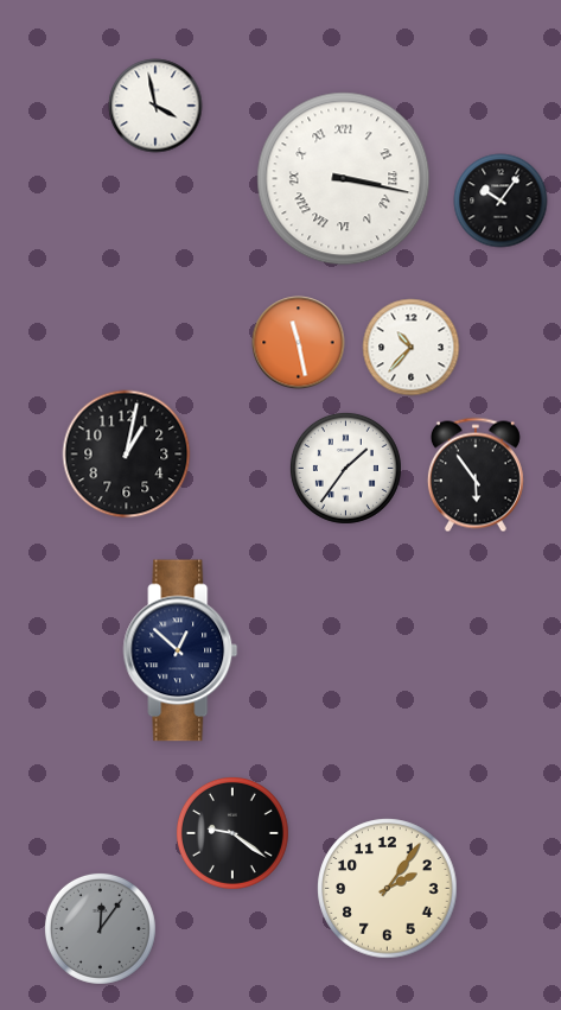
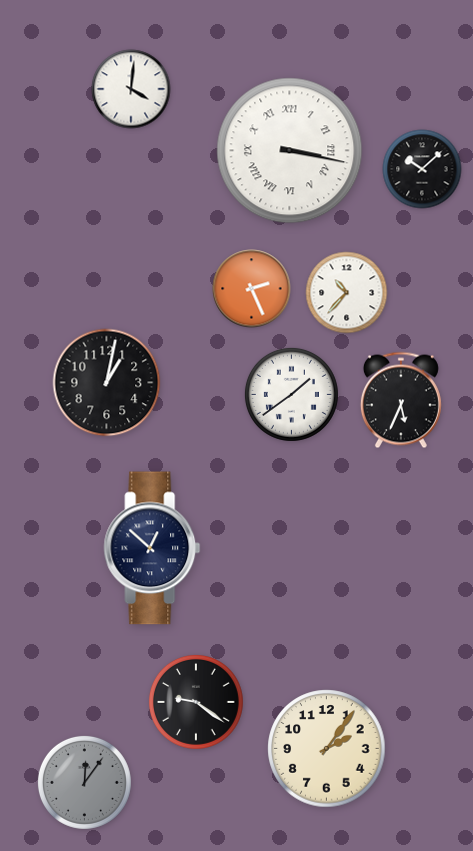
clock at (155, 106): 3:58 -> 4:01
clock at (501, 201): 10:06 -> 10:08
clock at (299, 343): 11:28 -> 2:26
clock at (345, 468): 1:36 -> 1:39
clock at (476, 475): 5:54 -> 5:34
